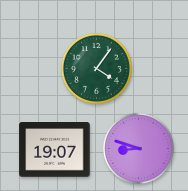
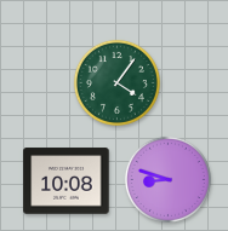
clock at (55, 150): 19:07 -> 10:08
